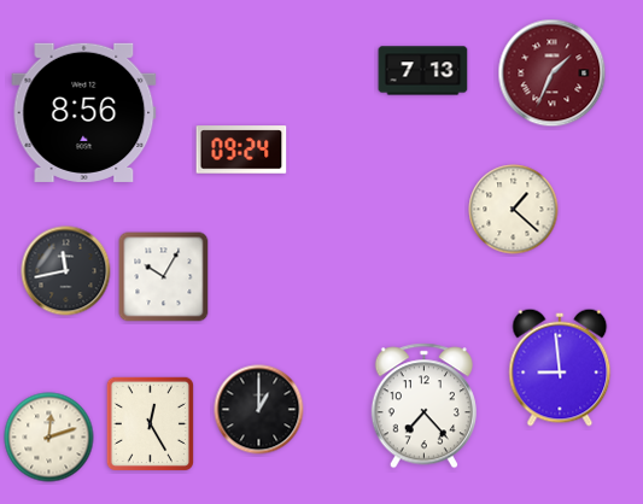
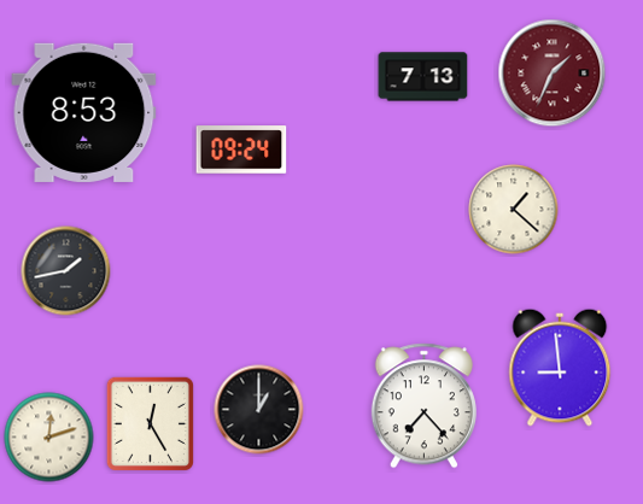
clock at (423, 71) position: (423, 71) -> (423, 77)
clock at (84, 112): 8:56 -> 8:53
clock at (66, 271): 11:43 -> 1:43
clock at (164, 277): 10:05 -> none
